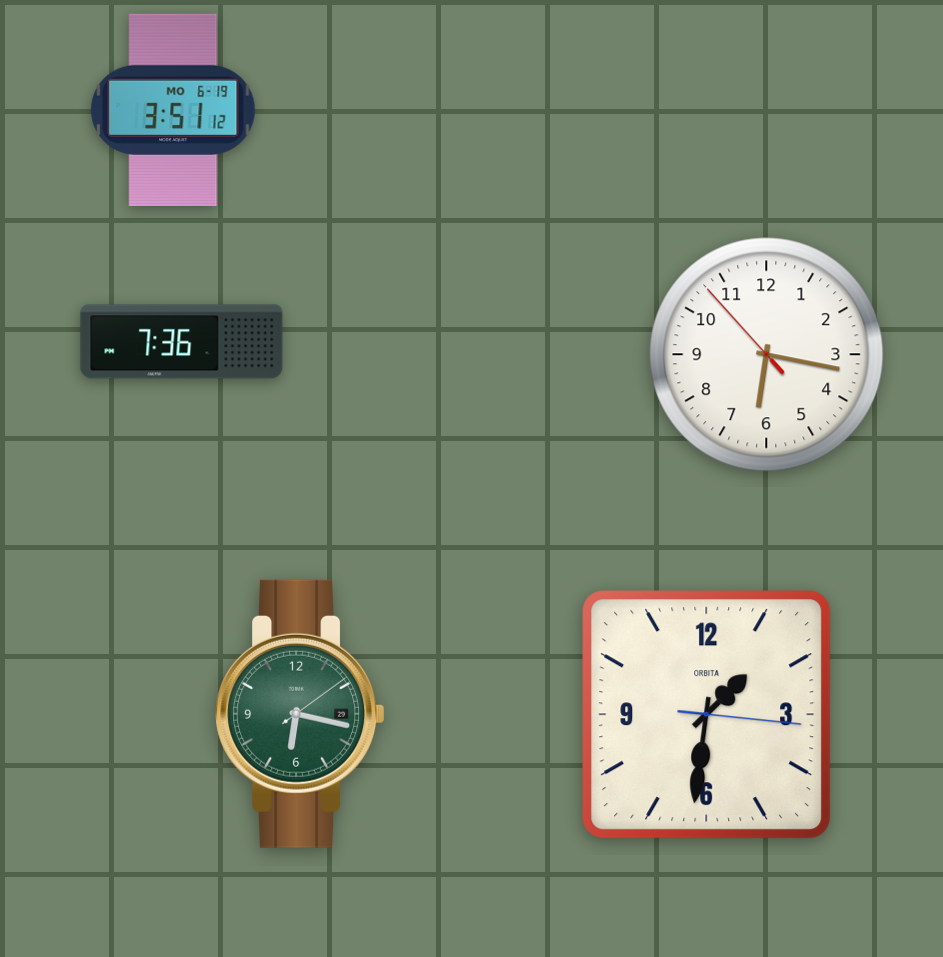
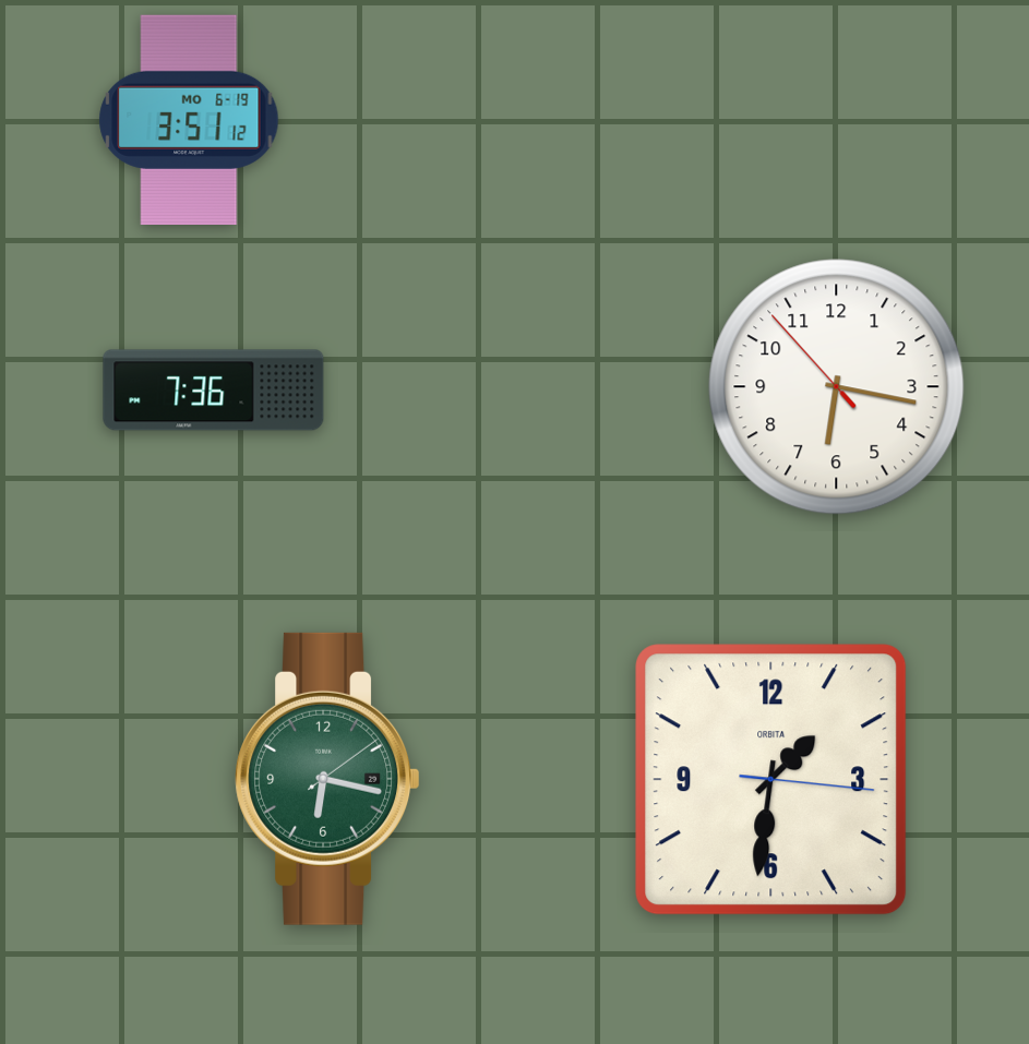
clock at (182, 342) position: (182, 342) -> (214, 391)
